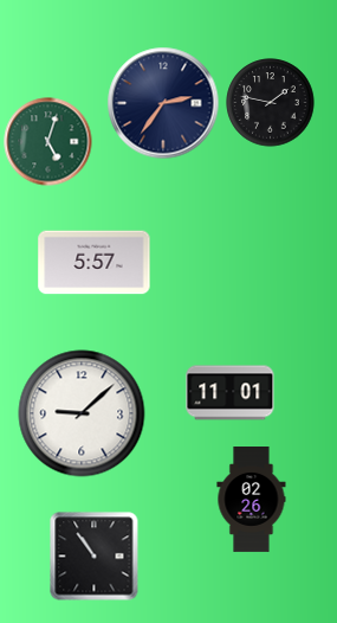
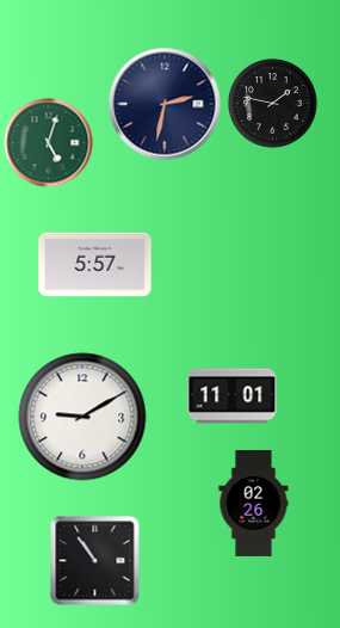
clock at (163, 103): 2:36 -> 2:32
clock at (82, 413): 9:08 -> 9:10
